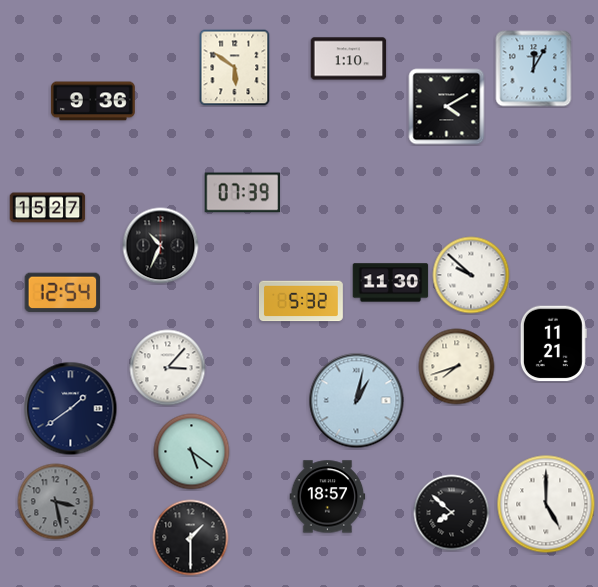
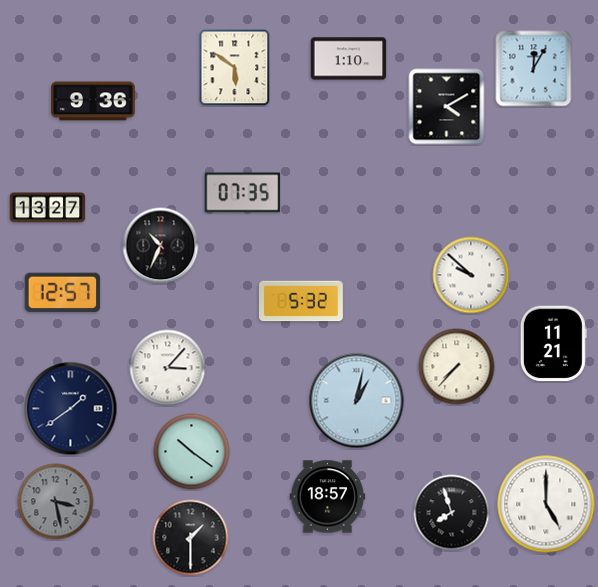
clock at (243, 193): 07:39 -> 07:35
clock at (48, 208): 15:27 -> 13:27
clock at (391, 283): 11:30 -> none
clock at (63, 293): 12:54 -> 12:57
clock at (457, 367): 7:42 -> 7:37
clock at (192, 452): 5:21 -> 10:21
clock at (452, 513): 7:52 -> 7:57
